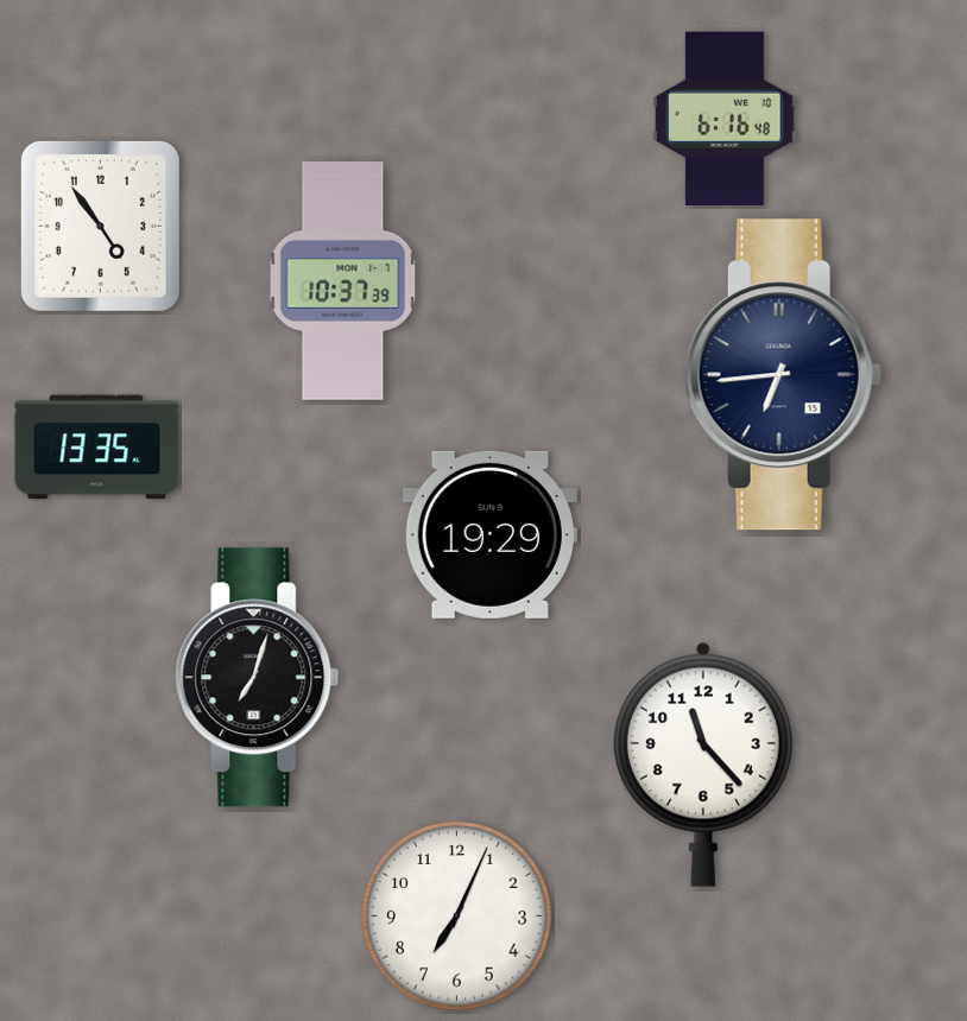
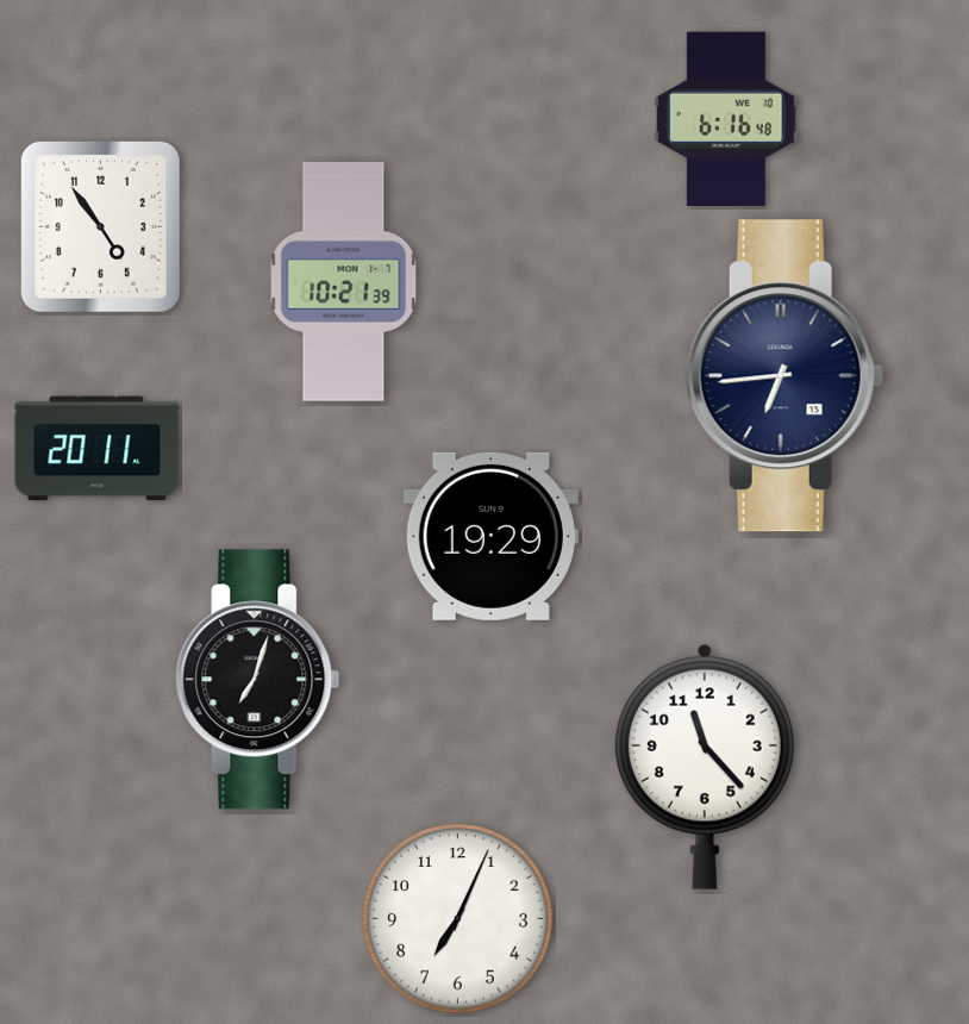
clock at (343, 281): 10:37 -> 10:21
clock at (97, 448): 13:35 -> 20:11
